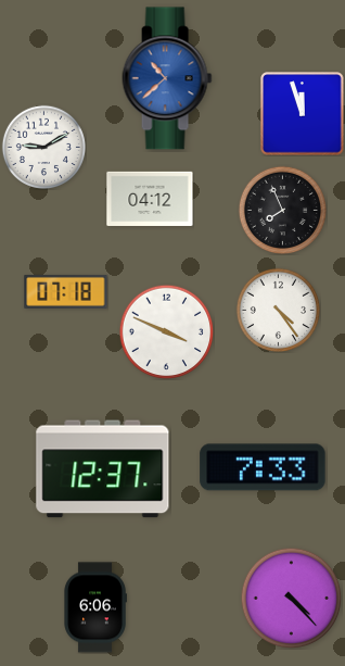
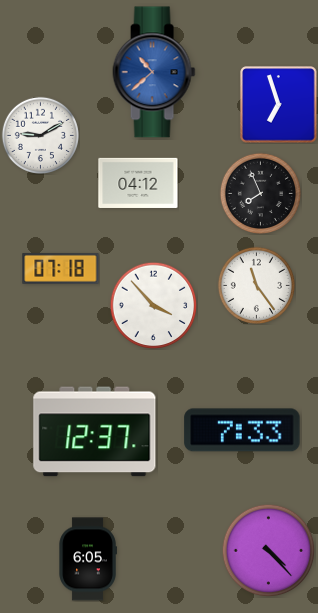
clock at (303, 114): 11:57 -> 6:57
clock at (278, 310): 4:24 -> 11:24
clock at (166, 331): 3:49 -> 3:53
clock at (95, 607): 6:06 -> 6:05
